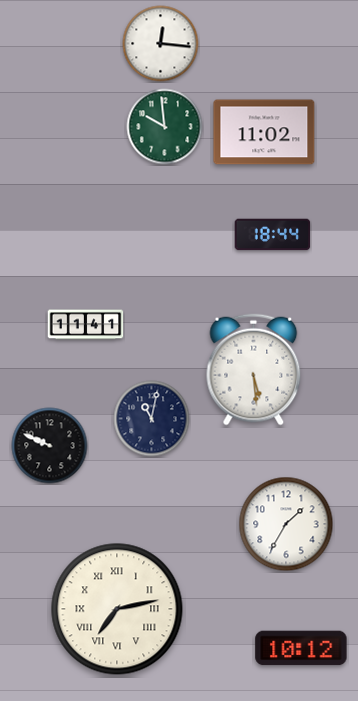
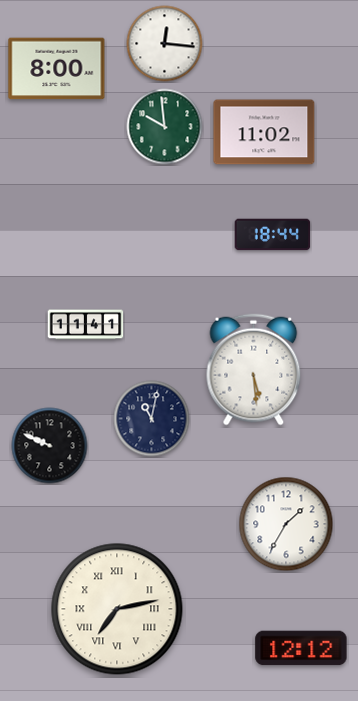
clock at (161, 44) position: (161, 44) -> (165, 44)
clock at (57, 69): none -> 8:00
clock at (301, 648): 10:12 -> 12:12
